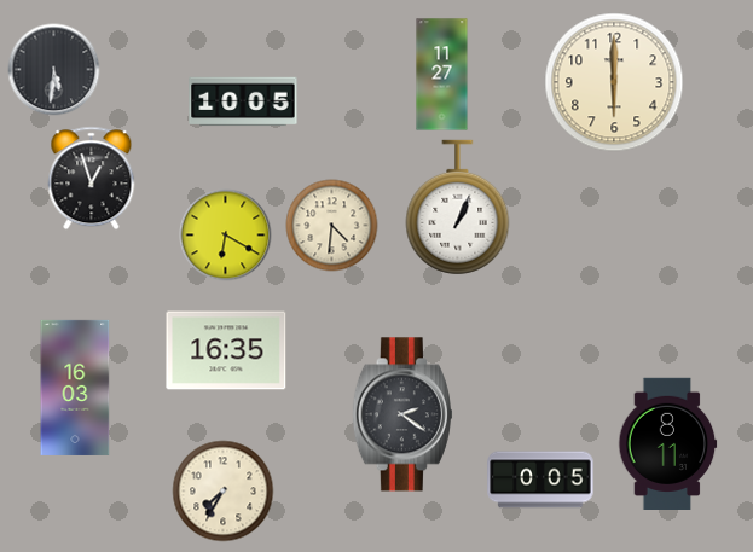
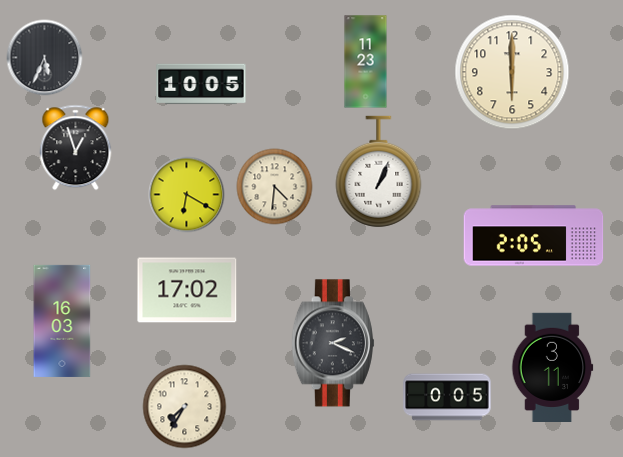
clock at (54, 70): 5:31 -> 5:34
clock at (442, 75): 11:27 -> 11:23
clock at (614, 82) position: (614, 82) -> (512, 72)
clock at (534, 236): none -> 2:05
clock at (226, 350): 16:35 -> 17:02
clock at (402, 414): 2:21 -> 2:19
clock at (668, 444): 8:11 -> 3:11
